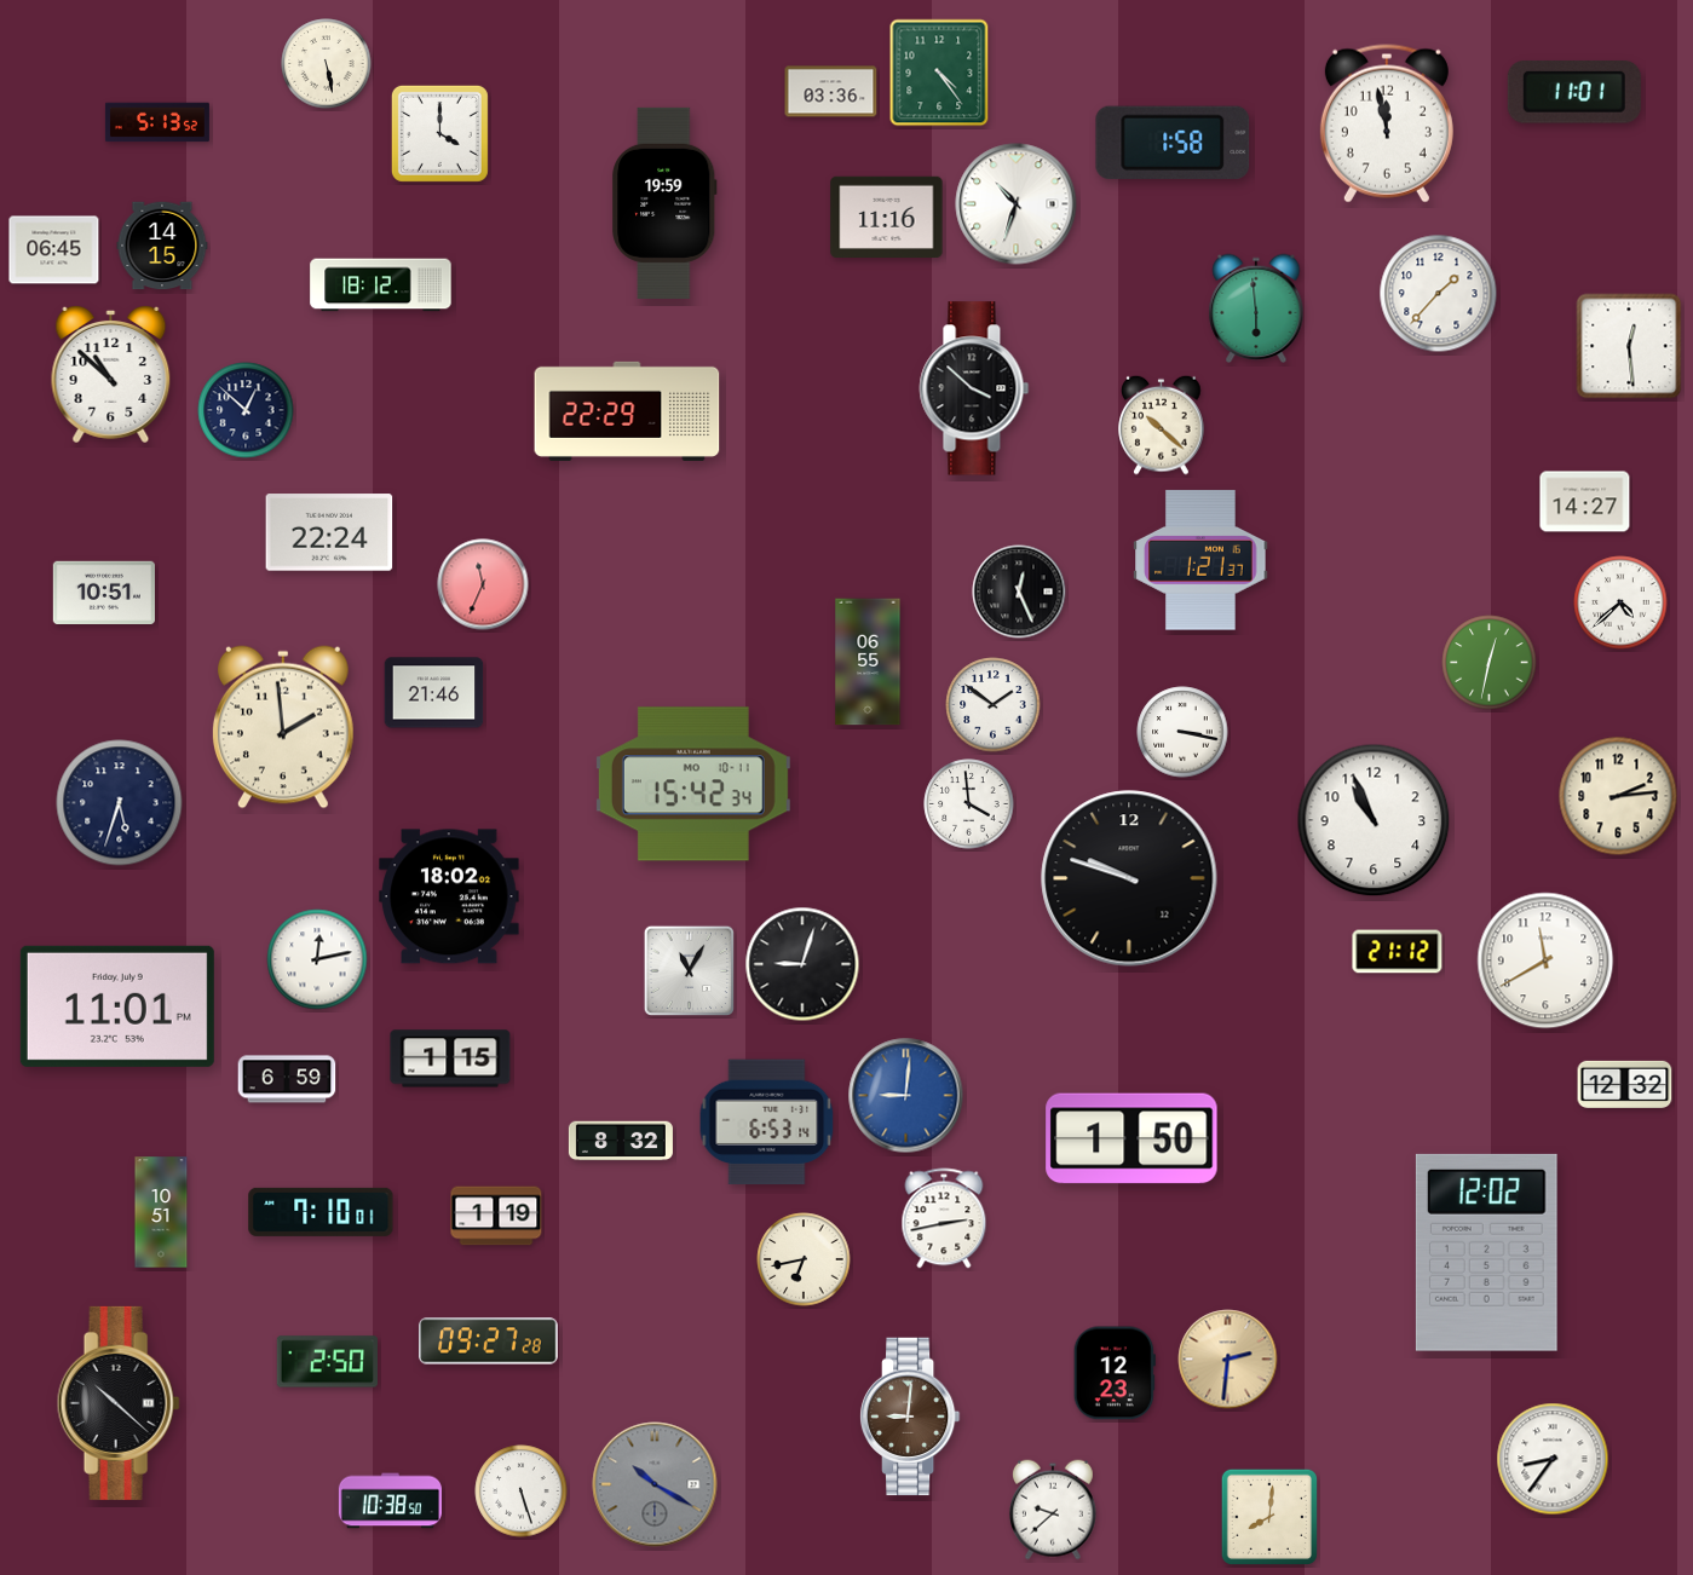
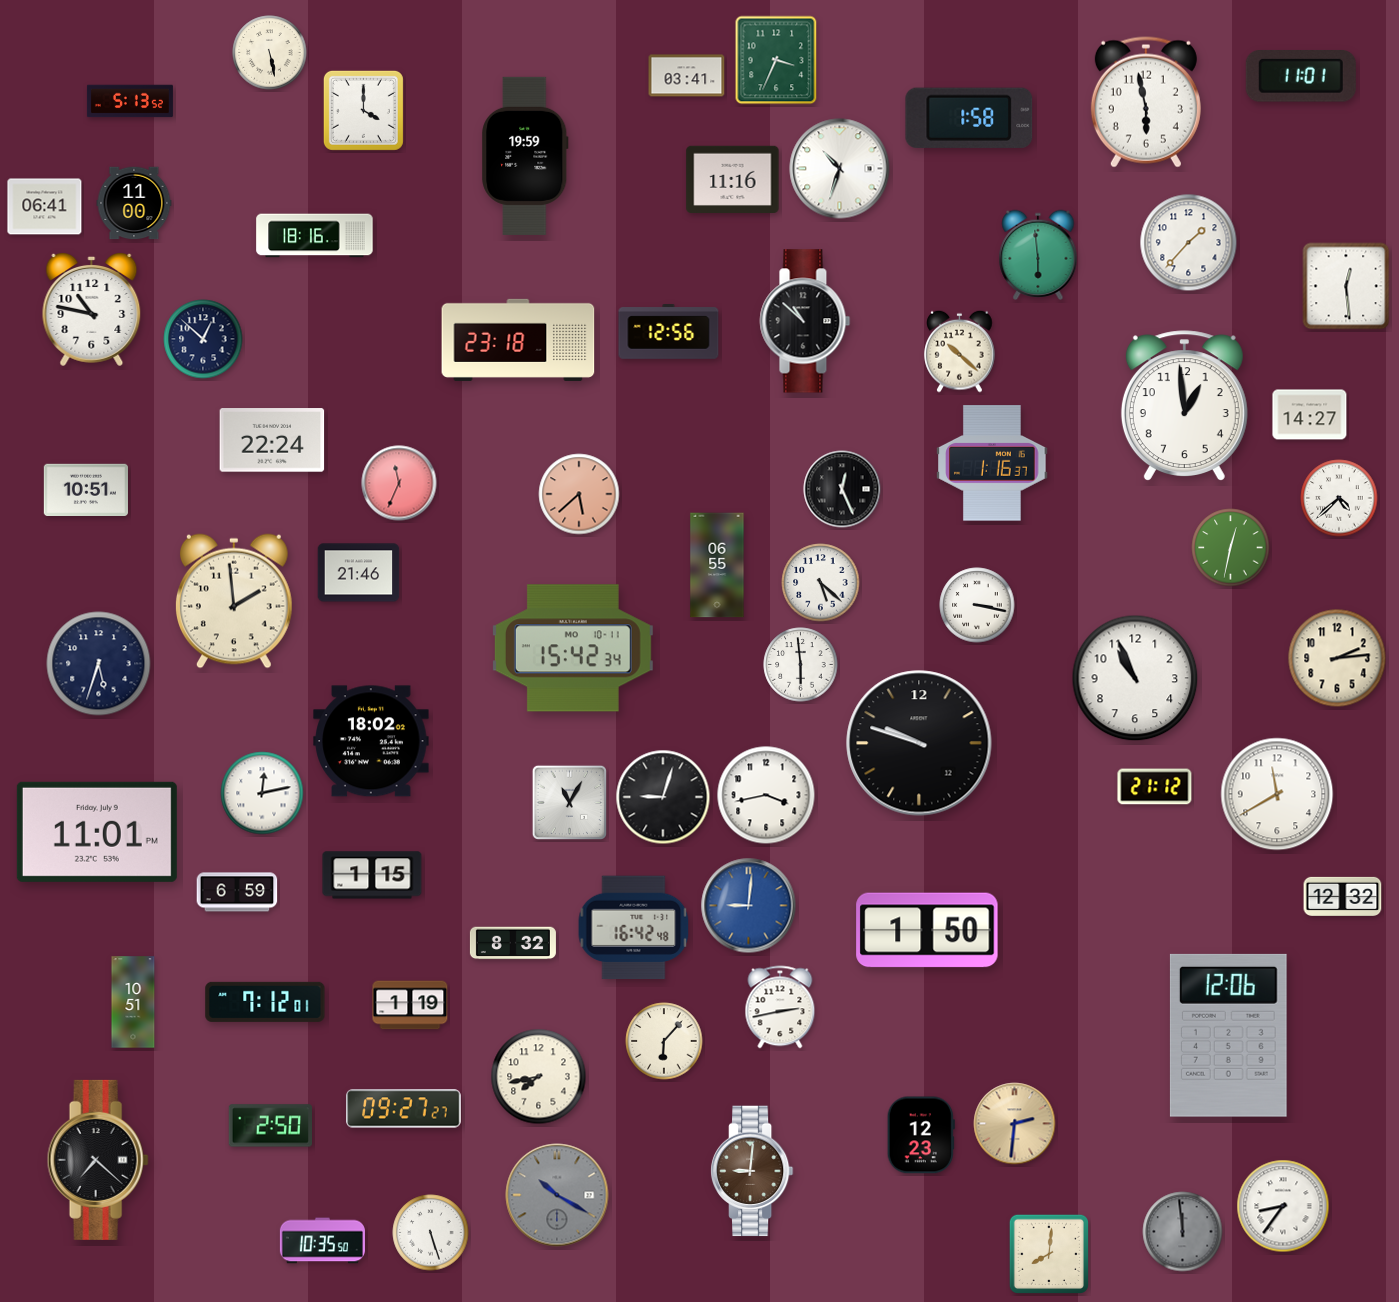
clock at (939, 73): 4:24 -> 3:34
clock at (831, 92): 03:36 -> 03:41
clock at (1387, 123): 11:58 -> 5:58
clock at (664, 203) position: (664, 203) -> (525, 156)
clock at (162, 246): 14:15 -> 11:00
clock at (54, 250): 06:45 -> 06:41
clock at (381, 285): 18:12 -> 18:16
clock at (111, 374): 10:52 -> 10:47
clock at (974, 388): 3:52 -> 10:52
clock at (669, 332): none -> 12:56
clock at (627, 411): 22:29 -> 23:18
clock at (1184, 405): none -> 12:59
clock at (1200, 560): 1:21 -> 1:16
clock at (579, 494): none -> 5:38
clock at (868, 662) position: (868, 662) -> (717, 565)
clock at (994, 705): 1:51 -> 5:22
clock at (969, 804): 3:59 -> 5:59
clock at (1129, 878) position: (1129, 878) -> (919, 743)
clock at (766, 795): none -> 3:43
clock at (767, 1123): 6:53 -> 16:42
clock at (1131, 1138) position: (1131, 1138) -> (927, 930)
clock at (321, 1212): 7:10 -> 7:12
clock at (1486, 1252): 12:02 -> 12:06
clock at (804, 1259): 6:43 -> 6:07
clock at (539, 1077): none -> 7:43
clock at (489, 1342): 09:27:28 -> 09:27:27
clock at (119, 1403): 10:22 -> 7:22
clock at (655, 1484) position: (655, 1484) -> (557, 1195)
clock at (1183, 1232): none -> 11:59
clock at (390, 1501): 10:38 -> 10:35
clock at (1053, 1510): 9:38 -> none
